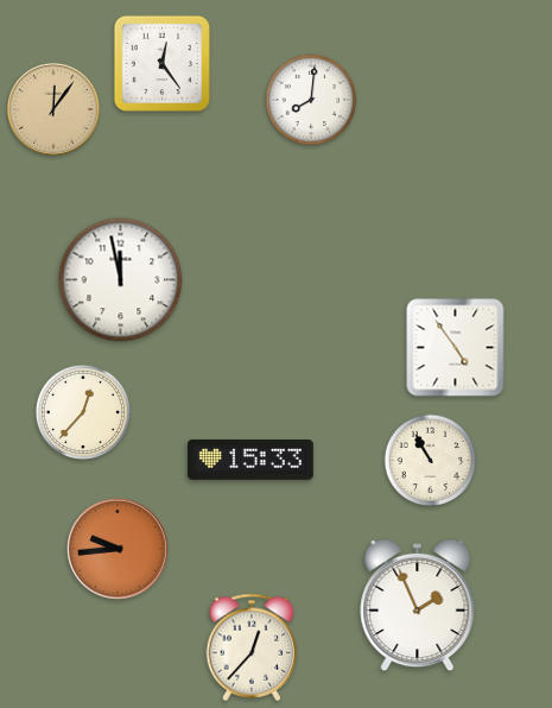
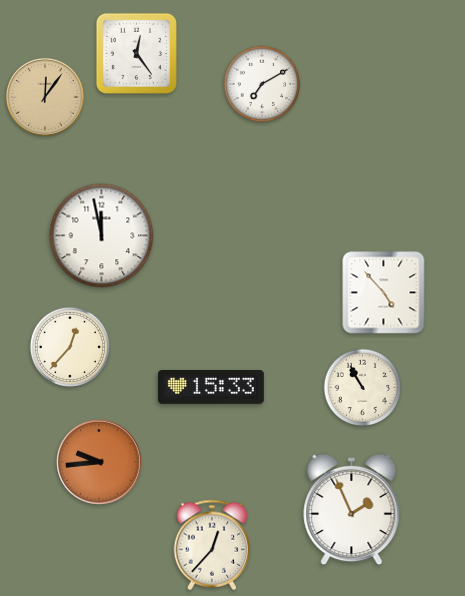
clock at (311, 100): 8:01 -> 7:10
clock at (53, 109) position: (53, 109) -> (45, 97)
clock at (456, 348): 4:54 -> 4:53
